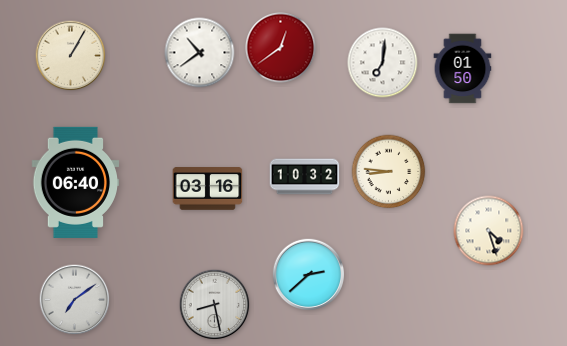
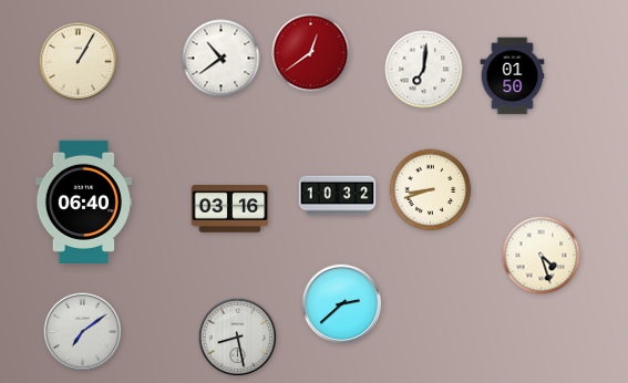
clock at (389, 172): 8:46 -> 8:42
